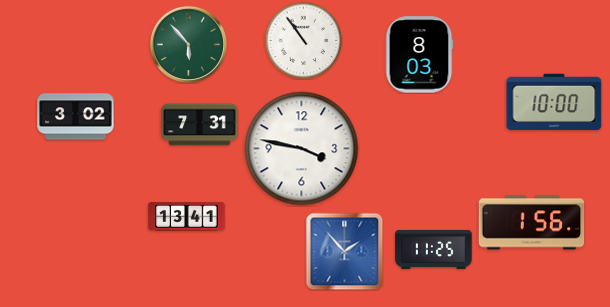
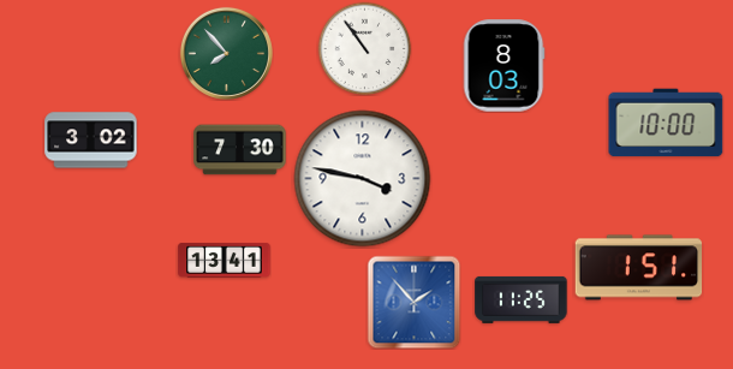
clock at (188, 44): 5:53 -> 7:53
clock at (200, 125): 7:31 -> 7:30
clock at (532, 223): 1:56 -> 1:51
